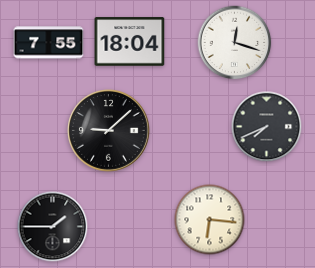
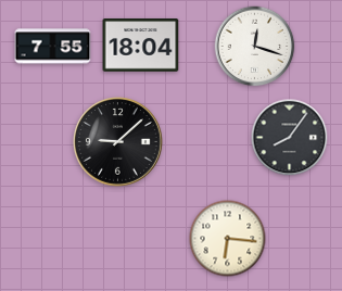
clock at (267, 127): 7:41 -> 8:06
clock at (53, 227): 1:45 -> none
